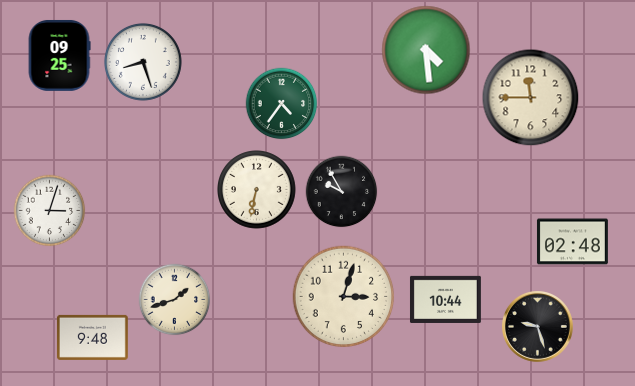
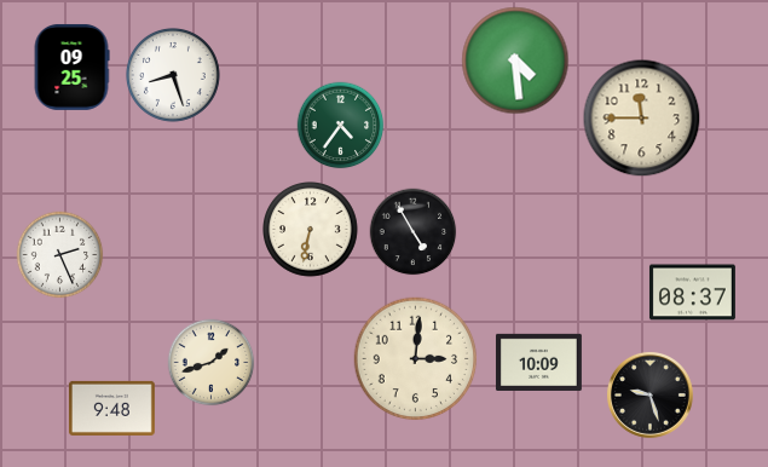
clock at (342, 192): 9:55 -> 4:55
clock at (50, 211): 3:03 -> 2:26
clock at (572, 242): 02:48 -> 08:37
clock at (344, 297): 3:03 -> 3:01
clock at (445, 299): 10:44 -> 10:09
